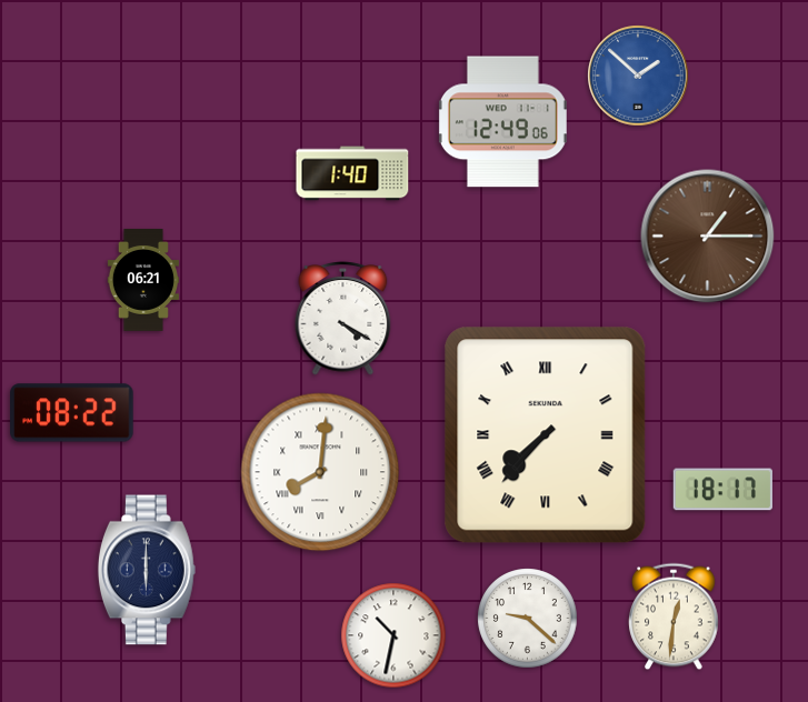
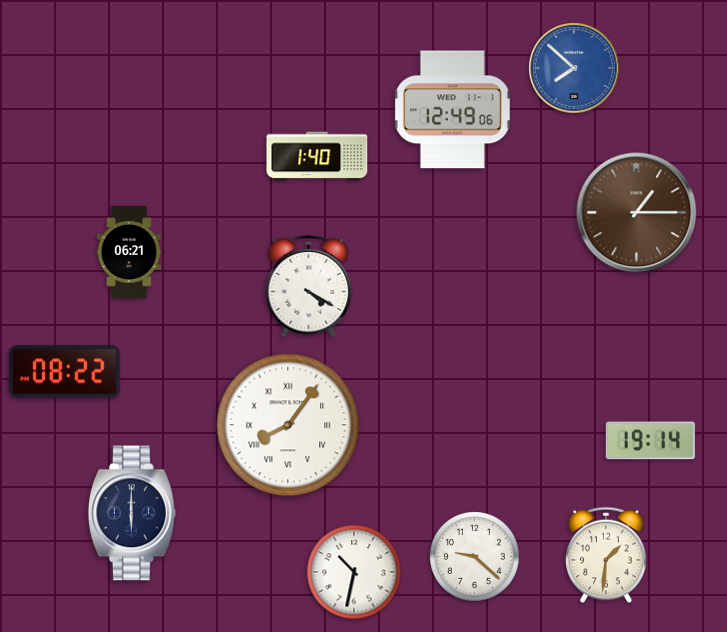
clock at (638, 76): 1:52 -> 7:52
clock at (546, 435): 7:37 -> none
clock at (320, 472): 8:01 -> 8:06
clock at (722, 490): 18:17 -> 19:14
clock at (674, 616): 12:31 -> 1:31
